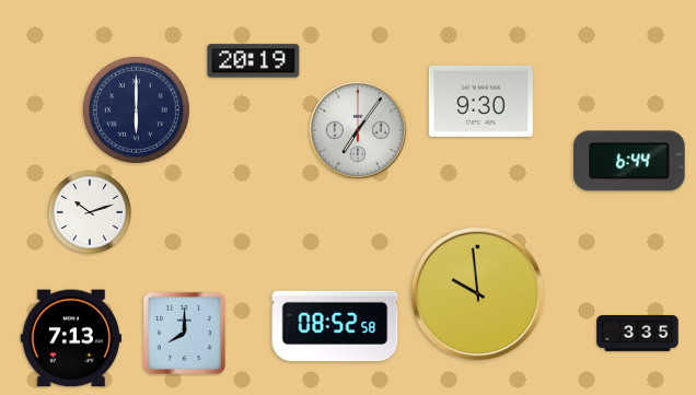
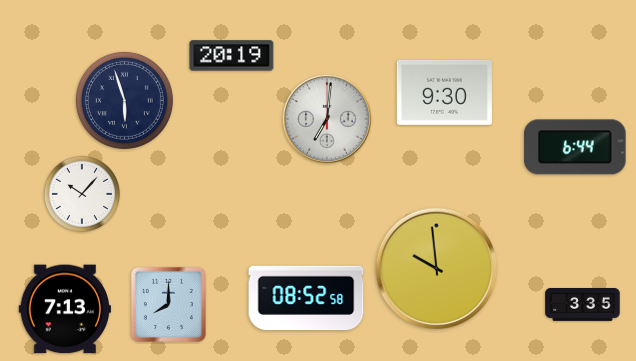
clock at (480, 101) position: (480, 101) -> (444, 92)
clock at (136, 109): 6:00 -> 5:57
clock at (358, 130): 7:06 -> 7:01
clock at (89, 211): 10:12 -> 10:07
